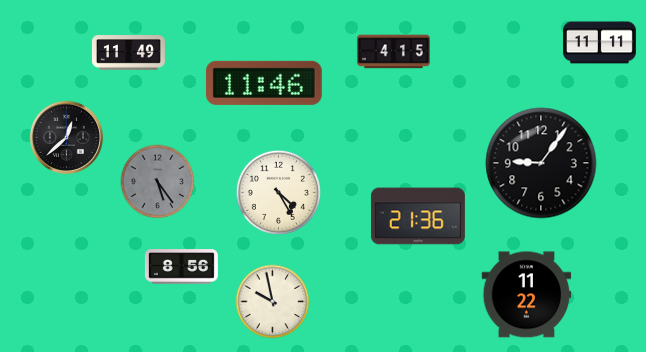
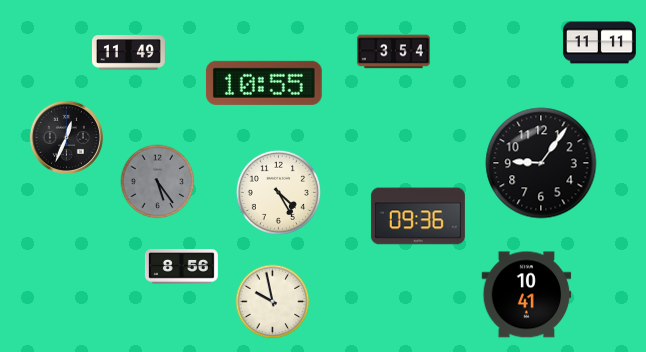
clock at (393, 52): 4:15 -> 3:54
clock at (264, 83): 11:46 -> 10:55
clock at (66, 137): 12:38 -> 12:34
clock at (418, 216): 21:36 -> 09:36
clock at (527, 295): 11:22 -> 10:41
